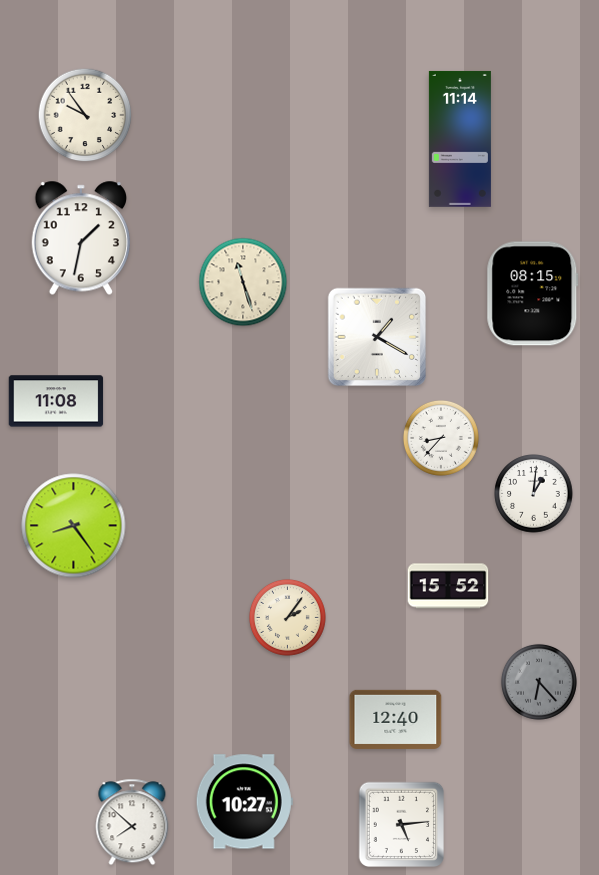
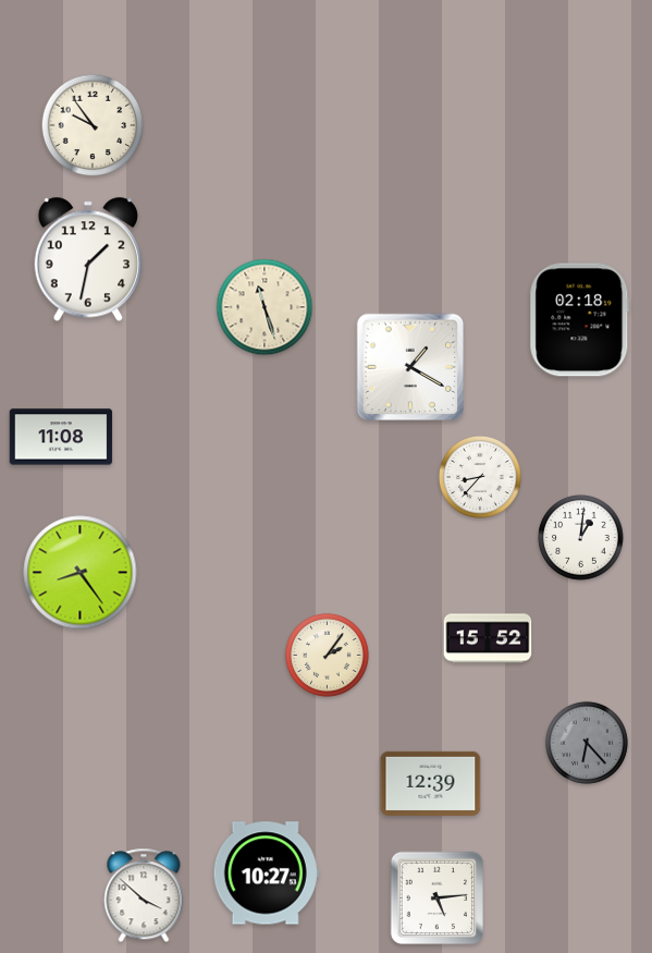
clock at (460, 139): 11:14 -> none
clock at (533, 294): 08:15 -> 02:18
clock at (287, 617) position: (287, 617) -> (327, 655)
clock at (396, 719): 12:40 -> 12:39
clock at (132, 822): 7:52 -> 3:52
